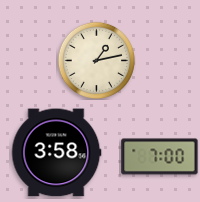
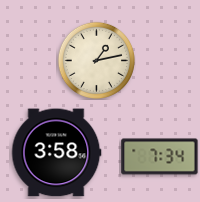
clock at (160, 157): 7:00 -> 7:34
